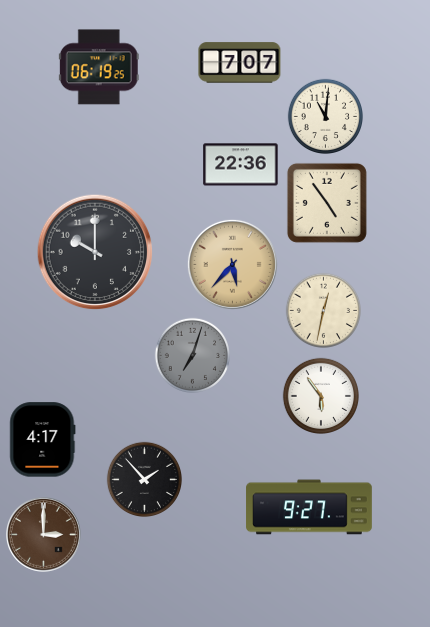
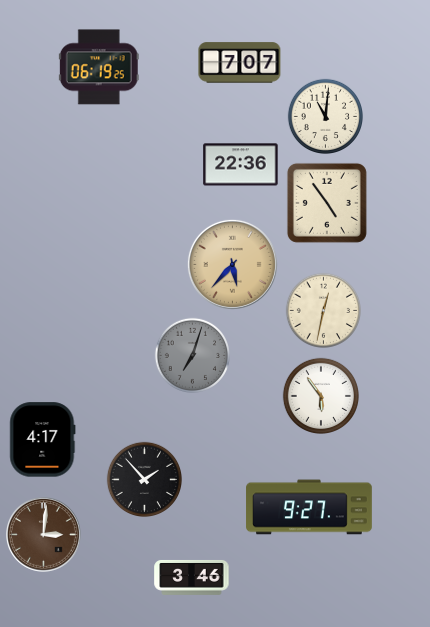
clock at (95, 252): 10:00 -> none
clock at (44, 535): 3:00 -> 3:01
clock at (192, 577): none -> 3:46
